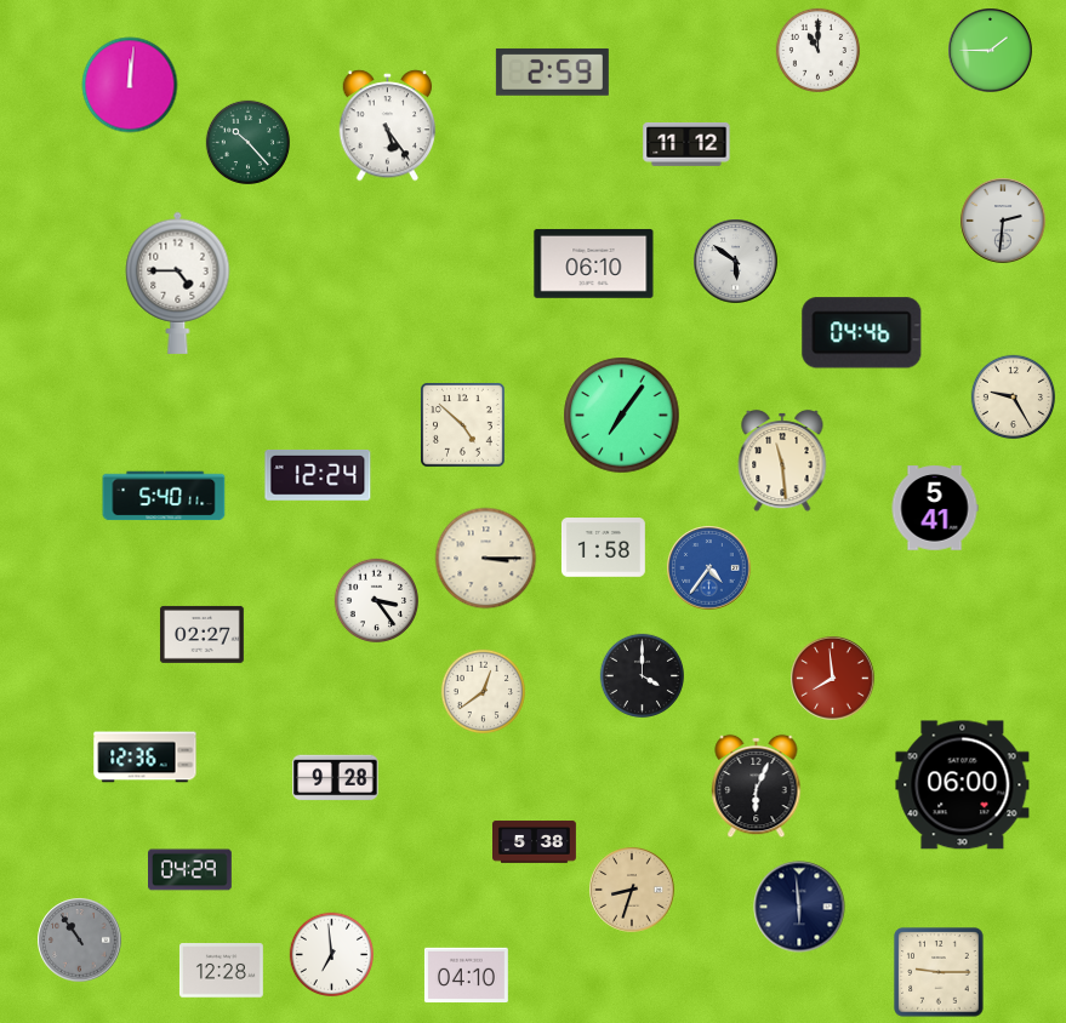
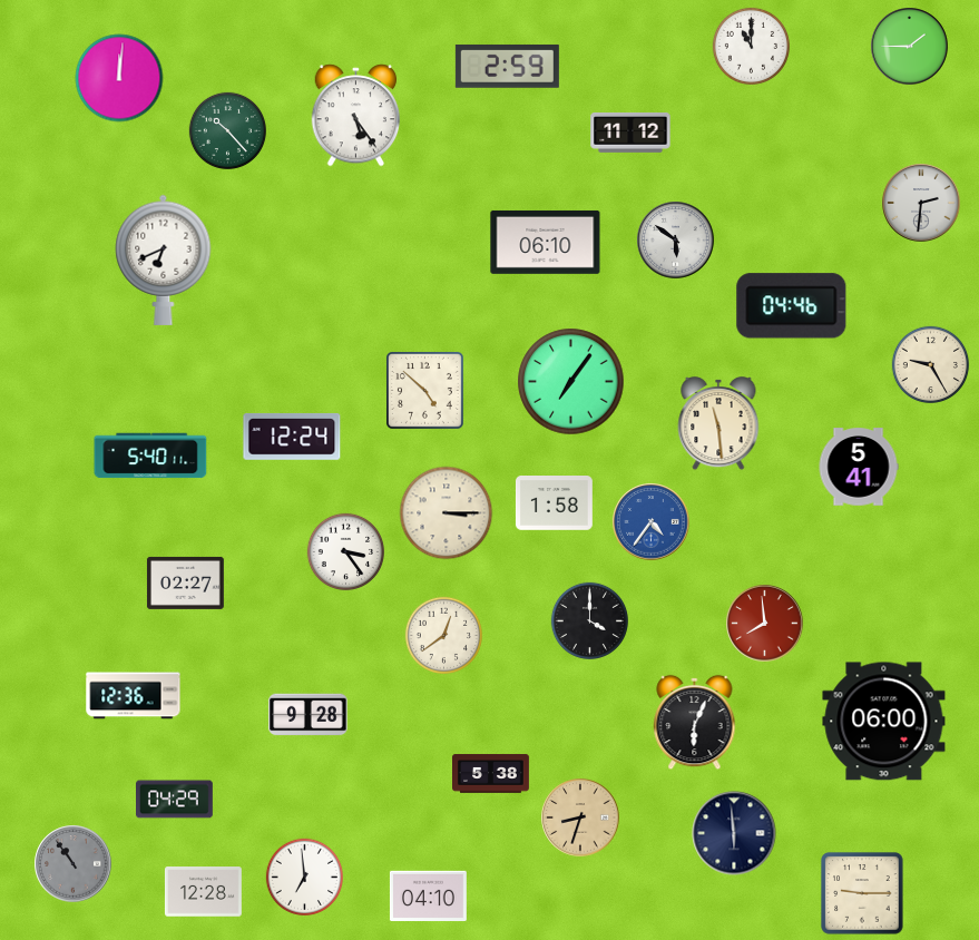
clock at (178, 282): 4:45 -> 6:41
